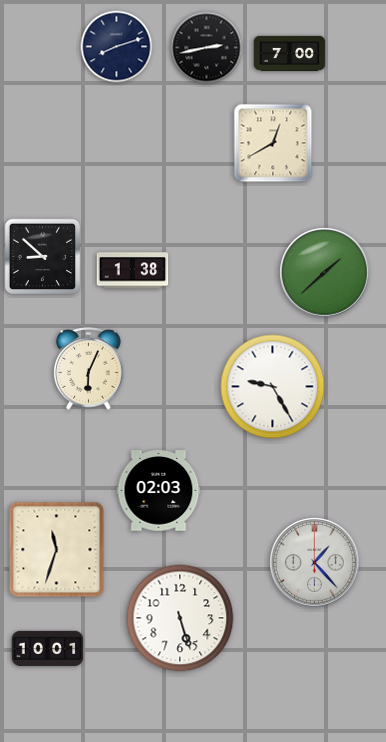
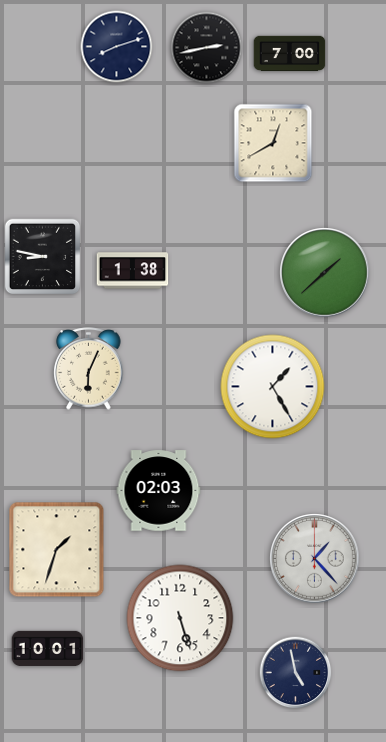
clock at (43, 257): 8:52 -> 8:47
clock at (273, 387): 9:25 -> 1:25
clock at (57, 550): 11:33 -> 1:33
clock at (315, 563) position: (315, 563) -> (315, 559)
clock at (296, 673): none -> 4:58
